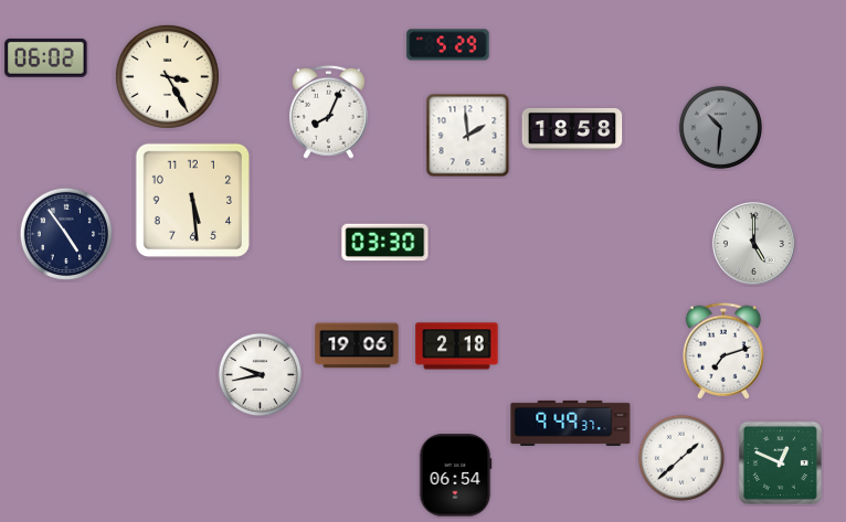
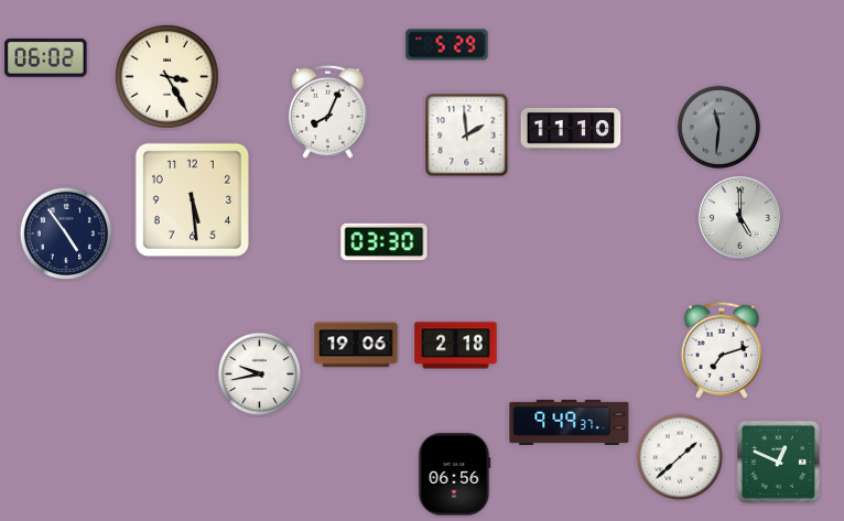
clock at (721, 128): 10:31 -> 11:31
clock at (572, 129): 18:58 -> 11:10
clock at (753, 243) position: (753, 243) -> (739, 217)
clock at (455, 476): 06:54 -> 06:56
